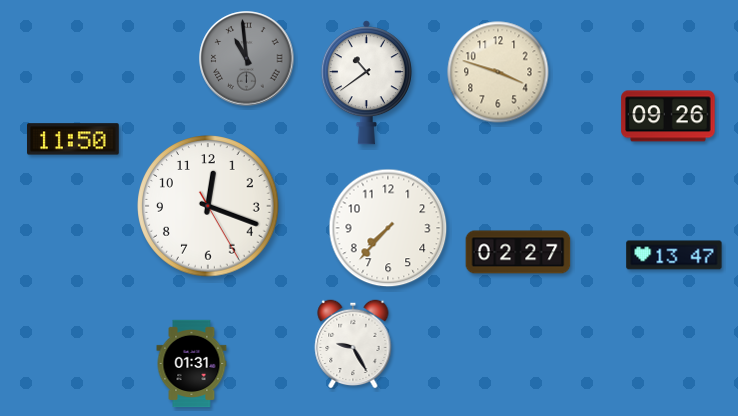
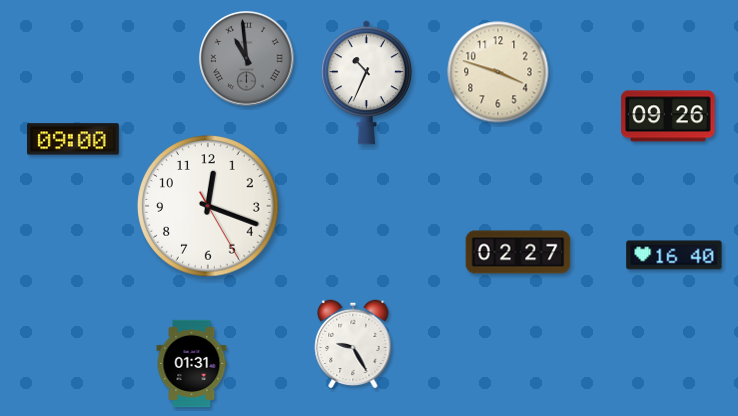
clock at (366, 83): 10:39 -> 10:34
clock at (74, 139): 11:50 -> 09:00
clock at (388, 228): 7:37 -> none
clock at (674, 255): 13:47 -> 16:40
